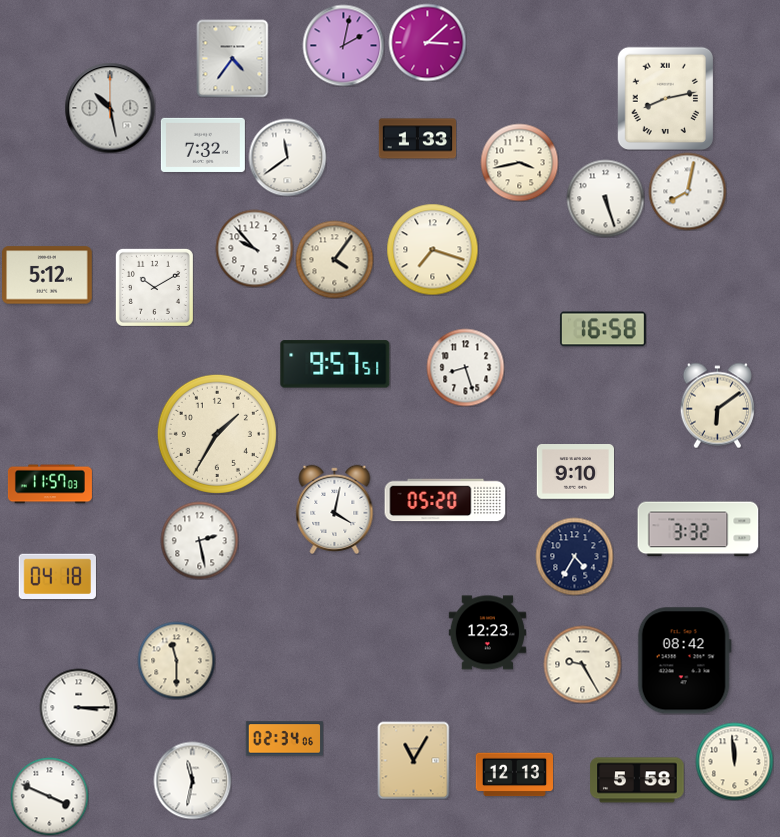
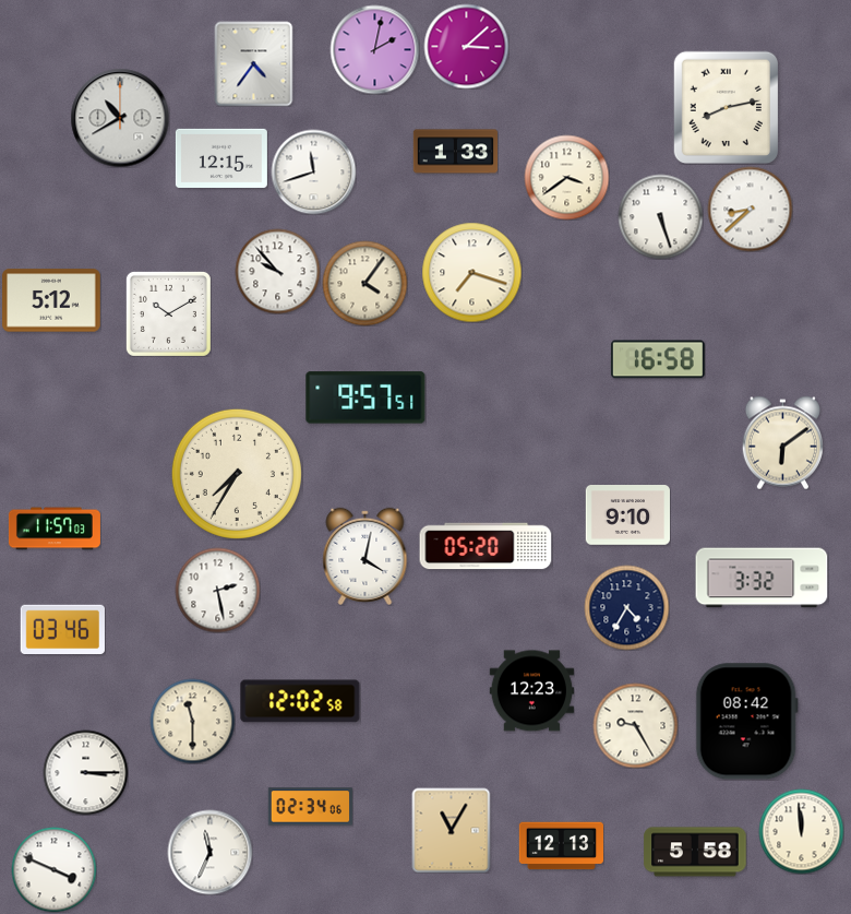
clock at (110, 108): 10:28 -> 10:40
clock at (203, 145): 7:32 -> 12:15
clock at (287, 157): 11:39 -> 11:42
clock at (519, 162): 3:43 -> 3:39
clock at (687, 191): 8:02 -> 8:38
clock at (465, 367): 8:27 -> none
clock at (217, 434): 1:35 -> 7:35
clock at (57, 576): 04:18 -> 03:46
clock at (300, 701): none -> 12:02
clock at (192, 780): 11:32 -> 11:34
